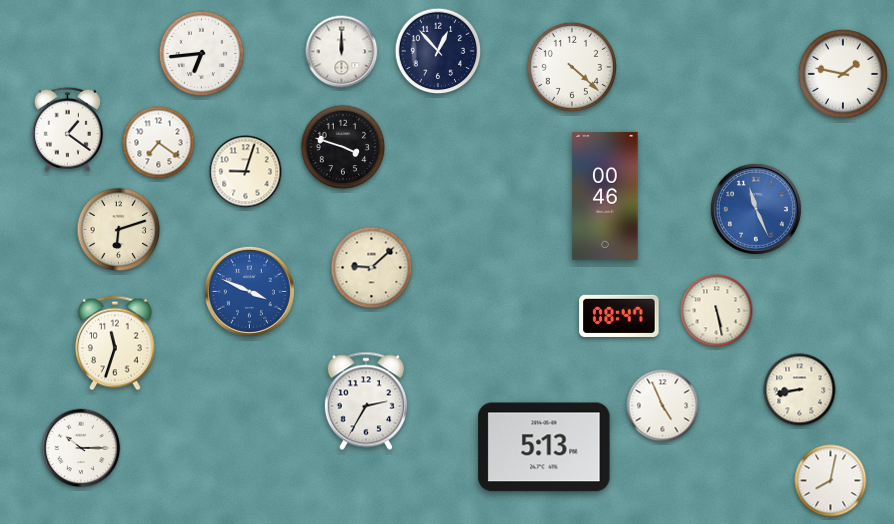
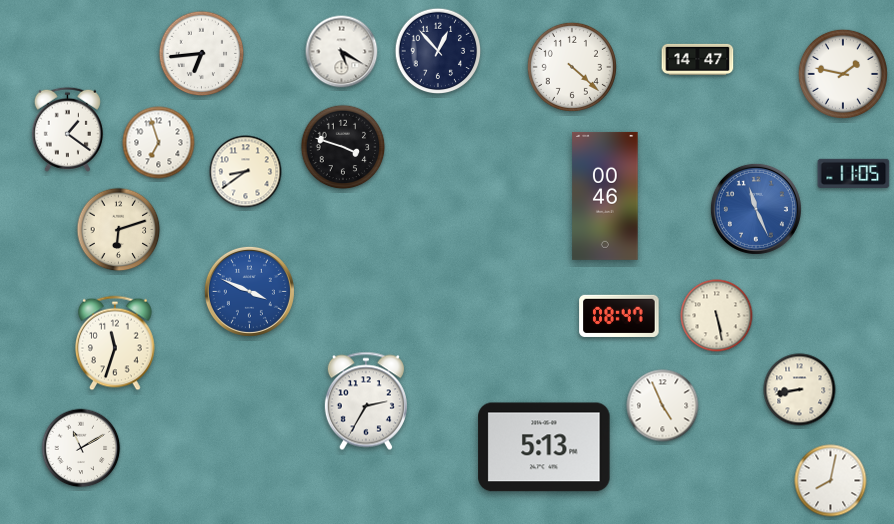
clock at (342, 52): 12:00 -> 5:20
clock at (698, 59): none -> 14:47
clock at (159, 143): 7:21 -> 6:57
clock at (246, 172): 9:03 -> 8:39
clock at (854, 173): none -> 11:05
clock at (372, 268): 9:08 -> none
clock at (717, 311) position: (717, 311) -> (717, 316)
clock at (81, 448): 10:15 -> 11:10
